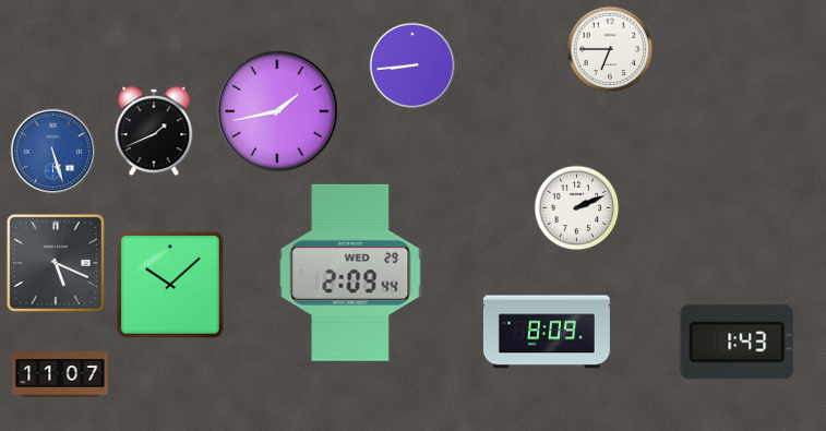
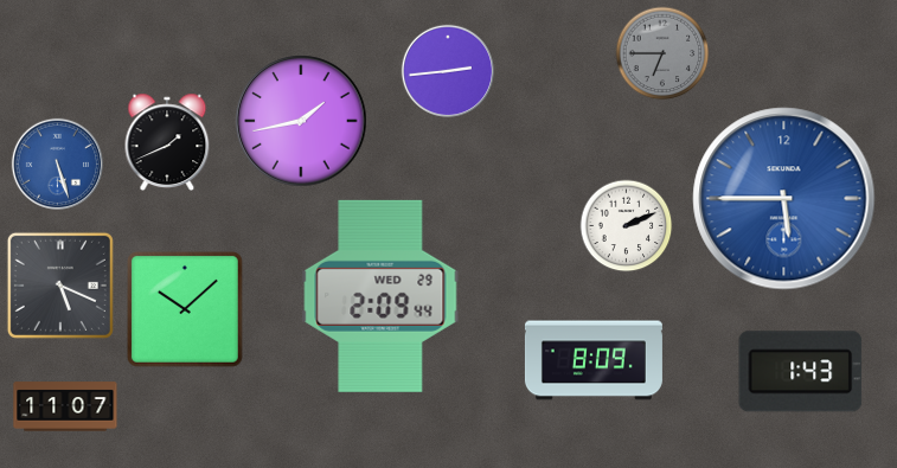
clock at (610, 49) dial: white -> grey
clock at (412, 65): 8:44 -> 2:44
clock at (784, 199): none -> 5:45
